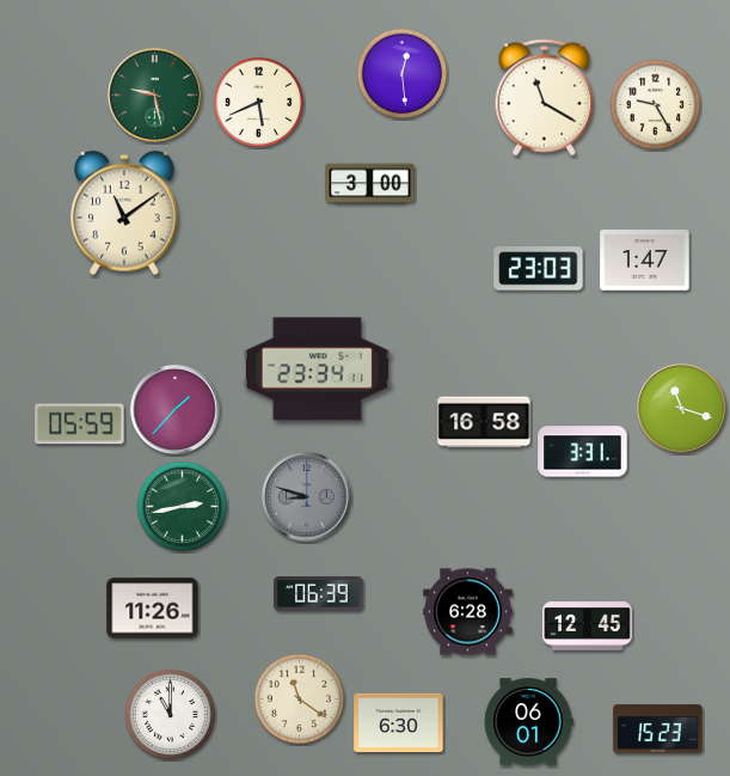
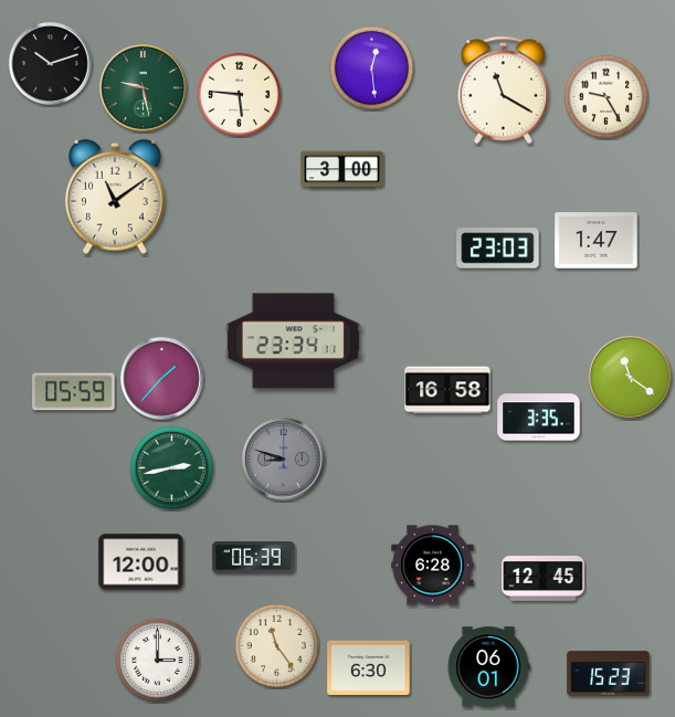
clock at (50, 63): none -> 10:12
clock at (259, 103): 5:41 -> 5:46
clock at (681, 408): 11:18 -> 11:21
clock at (583, 452): 3:31 -> 3:35
clock at (183, 507) position: (183, 507) -> (172, 468)
clock at (319, 594) position: (319, 594) -> (254, 558)
clock at (153, 609): 11:26 -> 12:00
clock at (300, 699): 11:21 -> 11:24
clock at (171, 715): 11:00 -> 3:00
